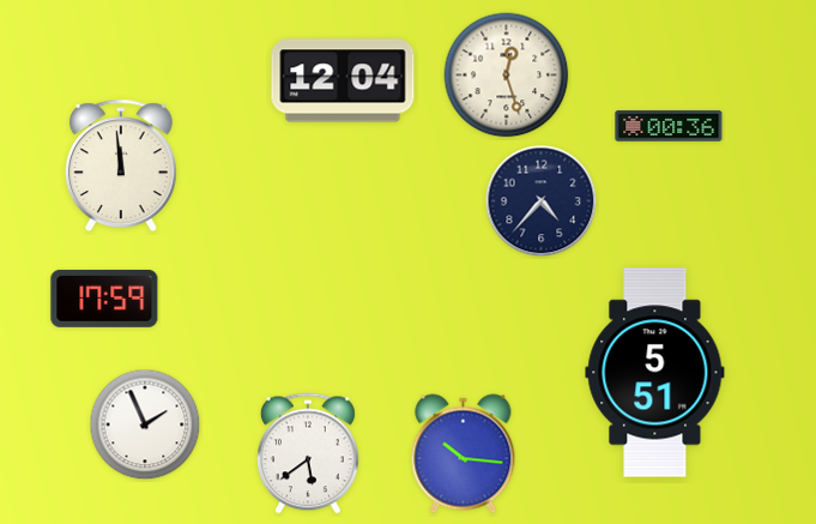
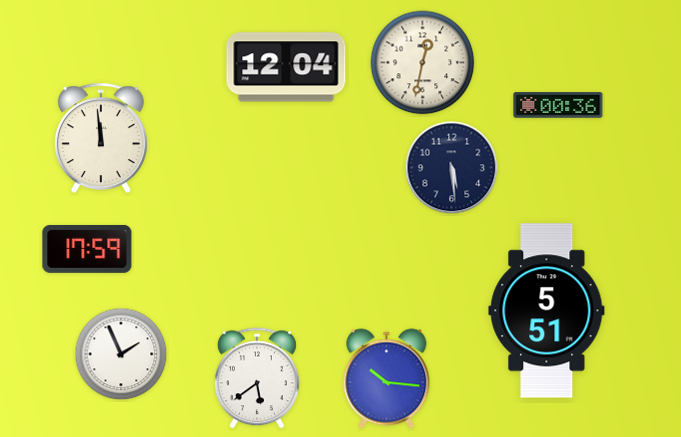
clock at (507, 76): 12:27 -> 12:32
clock at (542, 201): 4:37 -> 5:29
